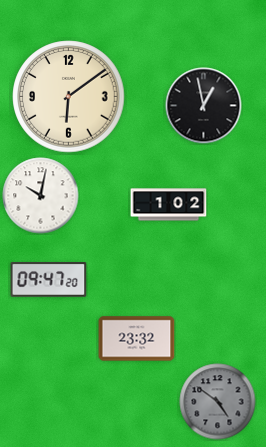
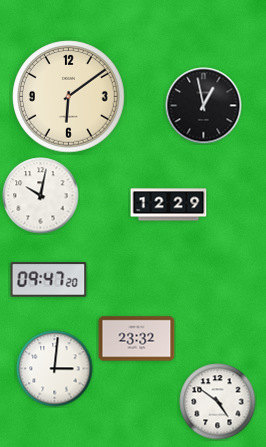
clock at (169, 205): 1:02 -> 12:29
clock at (55, 369): none -> 3:01
clock at (218, 402) dial: grey -> white
